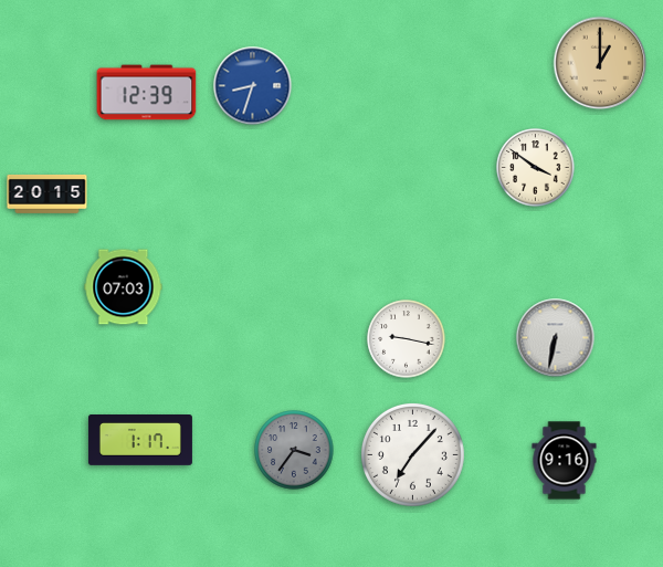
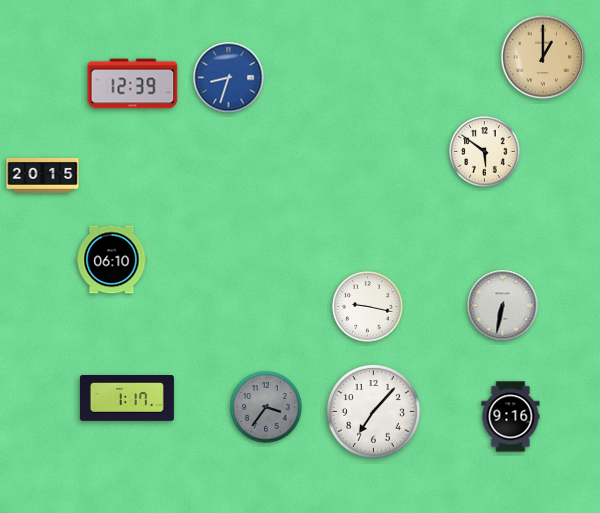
clock at (536, 168): 3:51 -> 5:51
clock at (124, 287): 07:03 -> 06:10
